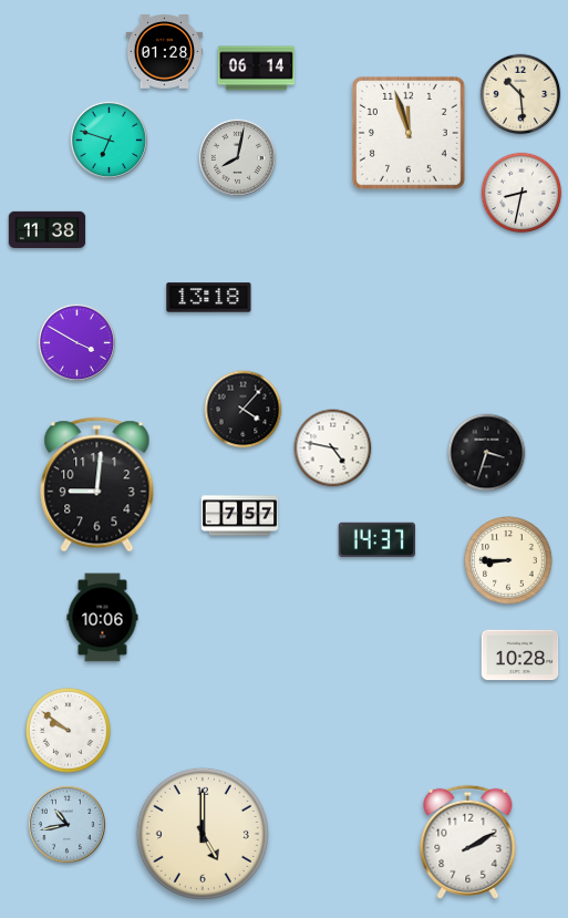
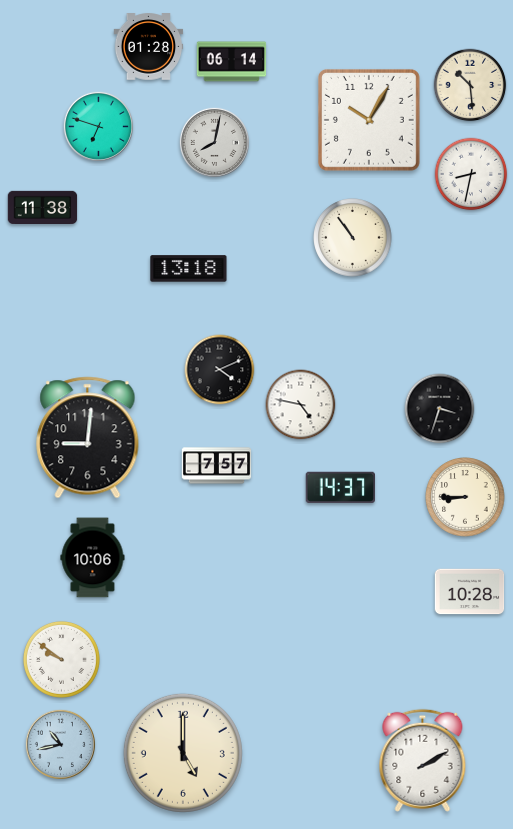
clock at (409, 133): 11:57 -> 10:05
clock at (353, 238): none -> 10:54
clock at (76, 342): 3:50 -> none
clock at (244, 410): 4:07 -> 4:11
clock at (508, 560) position: (508, 560) -> (465, 497)
